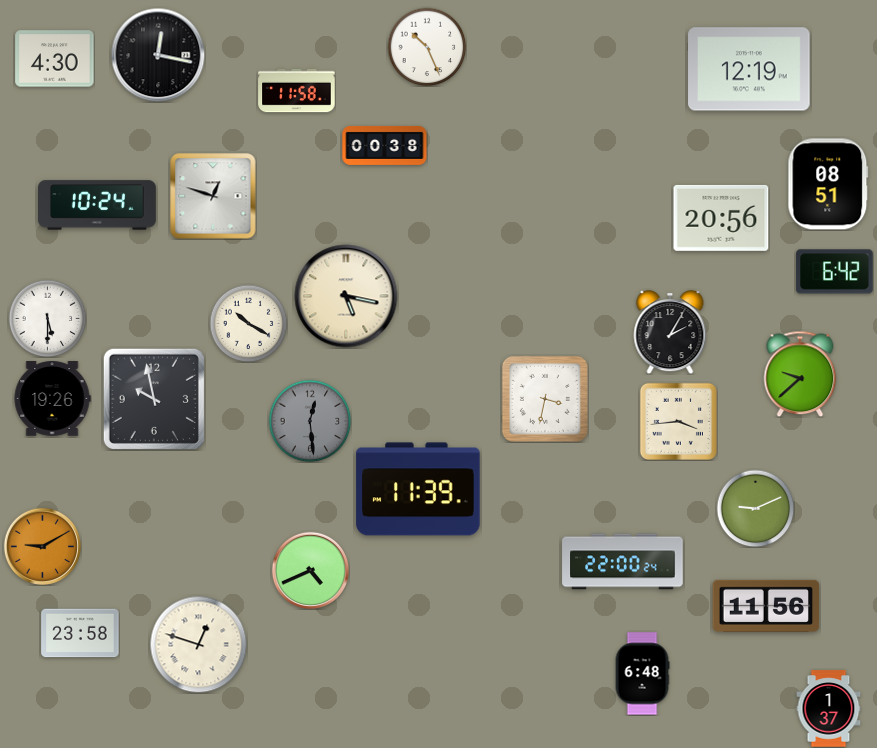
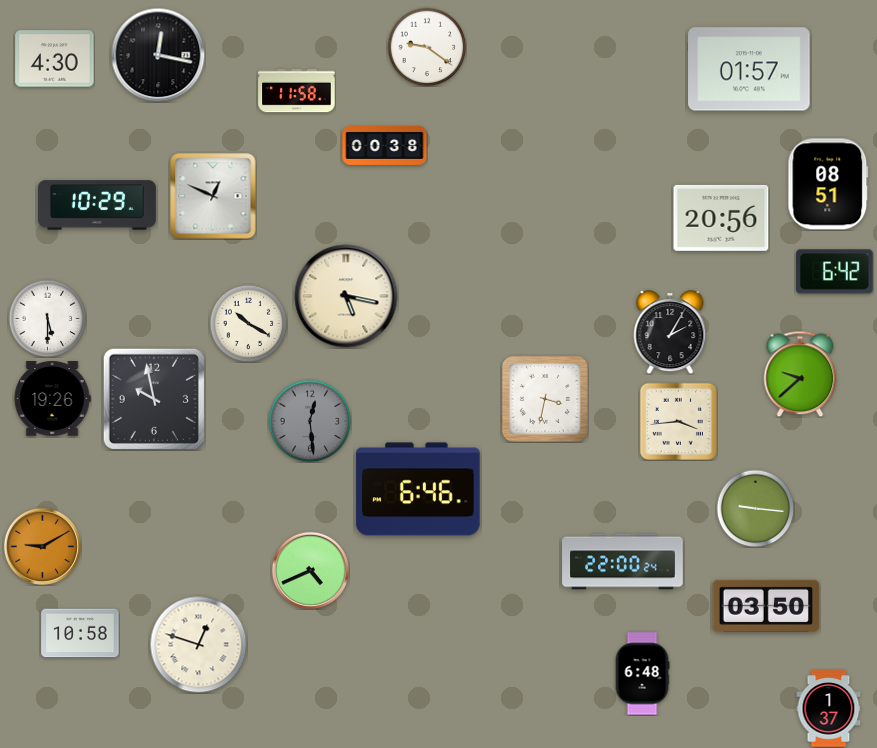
clock at (427, 47): 10:26 -> 9:21
clock at (749, 69): 12:19 -> 01:57
clock at (213, 196): 12:48 -> 12:49
clock at (98, 205): 10:24 -> 10:29
clock at (418, 489): 11:39 -> 6:46
clock at (755, 508): 9:11 -> 9:16
clock at (766, 606): 11:56 -> 03:50
clock at (80, 633): 23:58 -> 10:58
